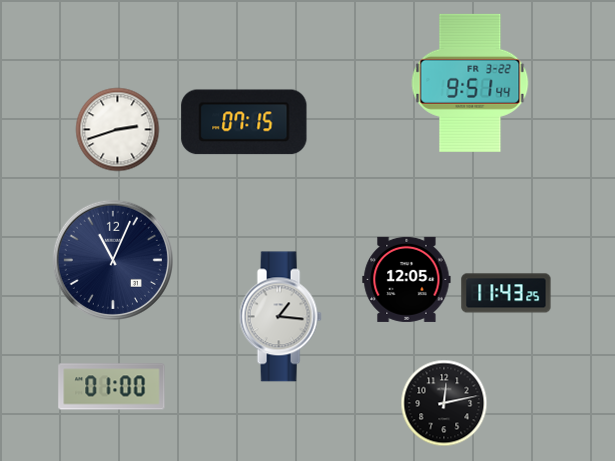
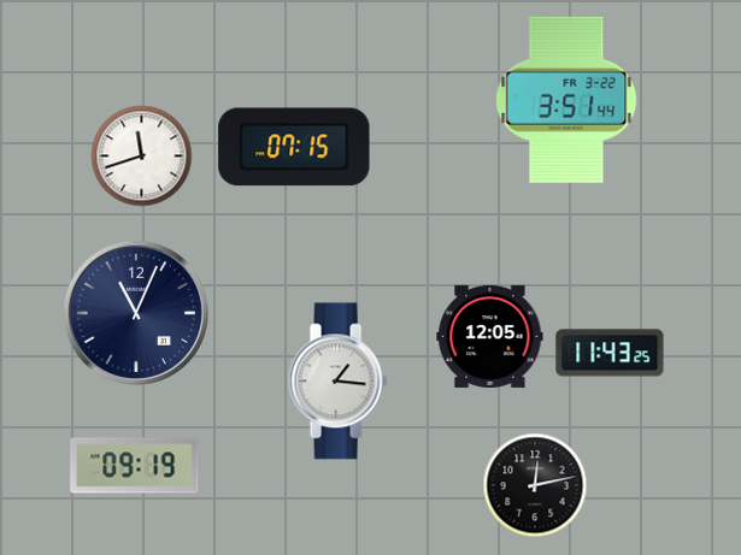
clock at (470, 83): 9:51 -> 3:51
clock at (118, 130): 2:42 -> 11:42
clock at (112, 387): 01:00 -> 09:19
